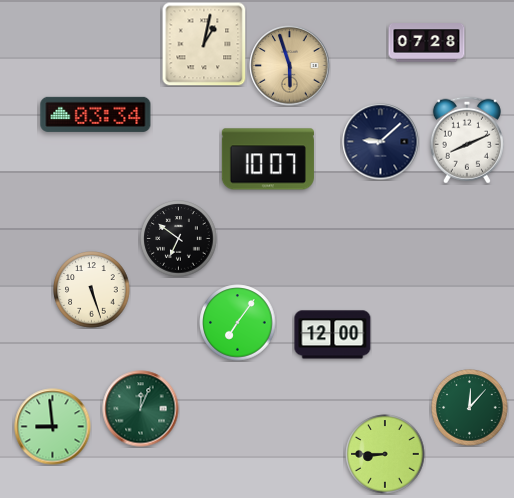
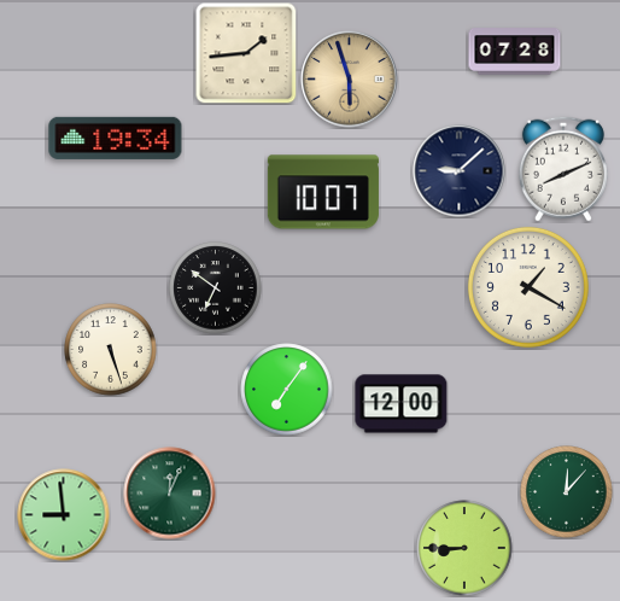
clock at (204, 44): 1:02 -> 1:44
clock at (96, 114): 03:34 -> 19:34
clock at (528, 287): none -> 1:20
